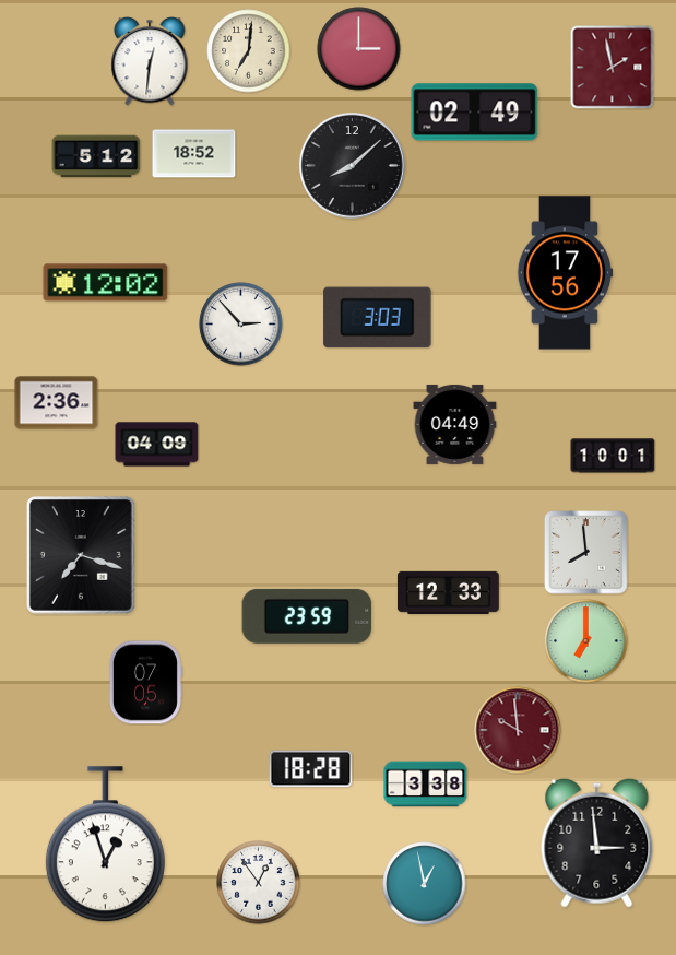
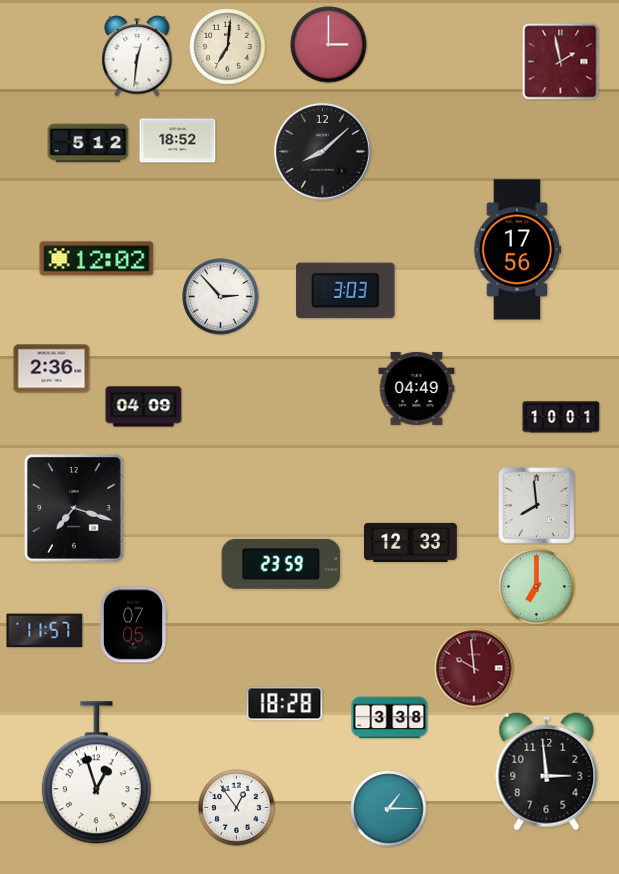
clock at (475, 113): 02:49 -> none
clock at (45, 631): none -> 11:57
clock at (425, 884): 12:58 -> 1:15
